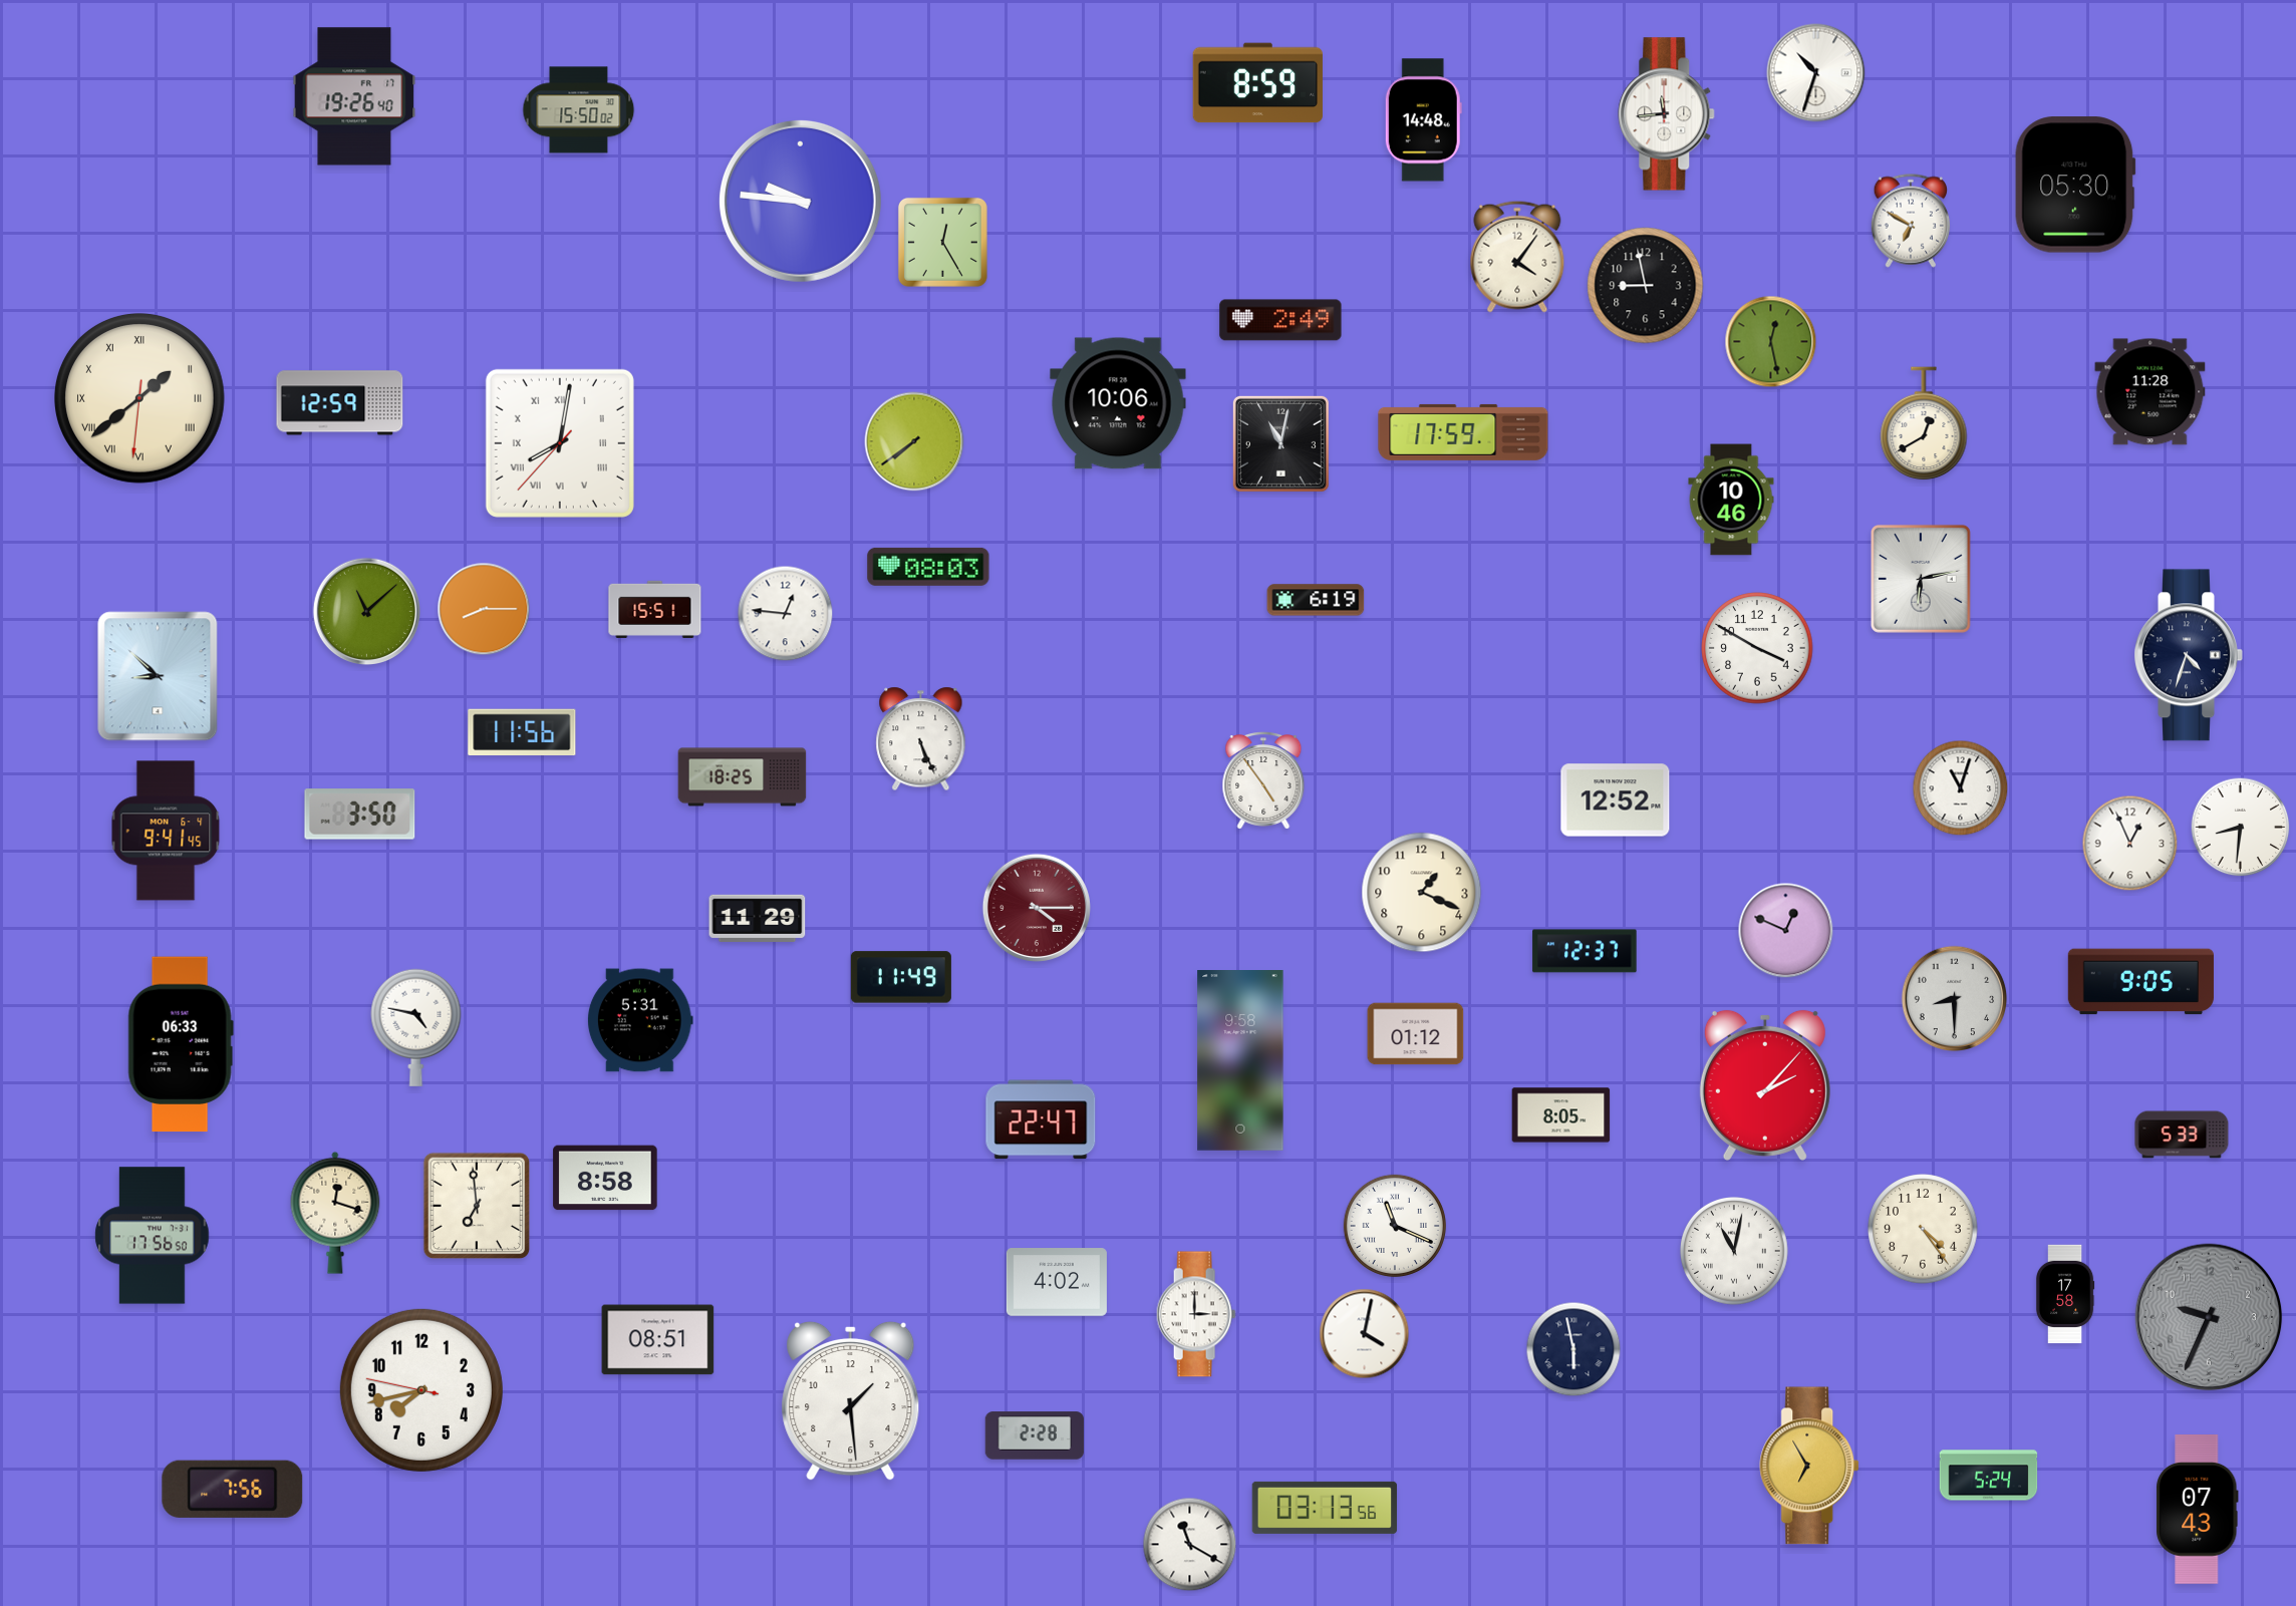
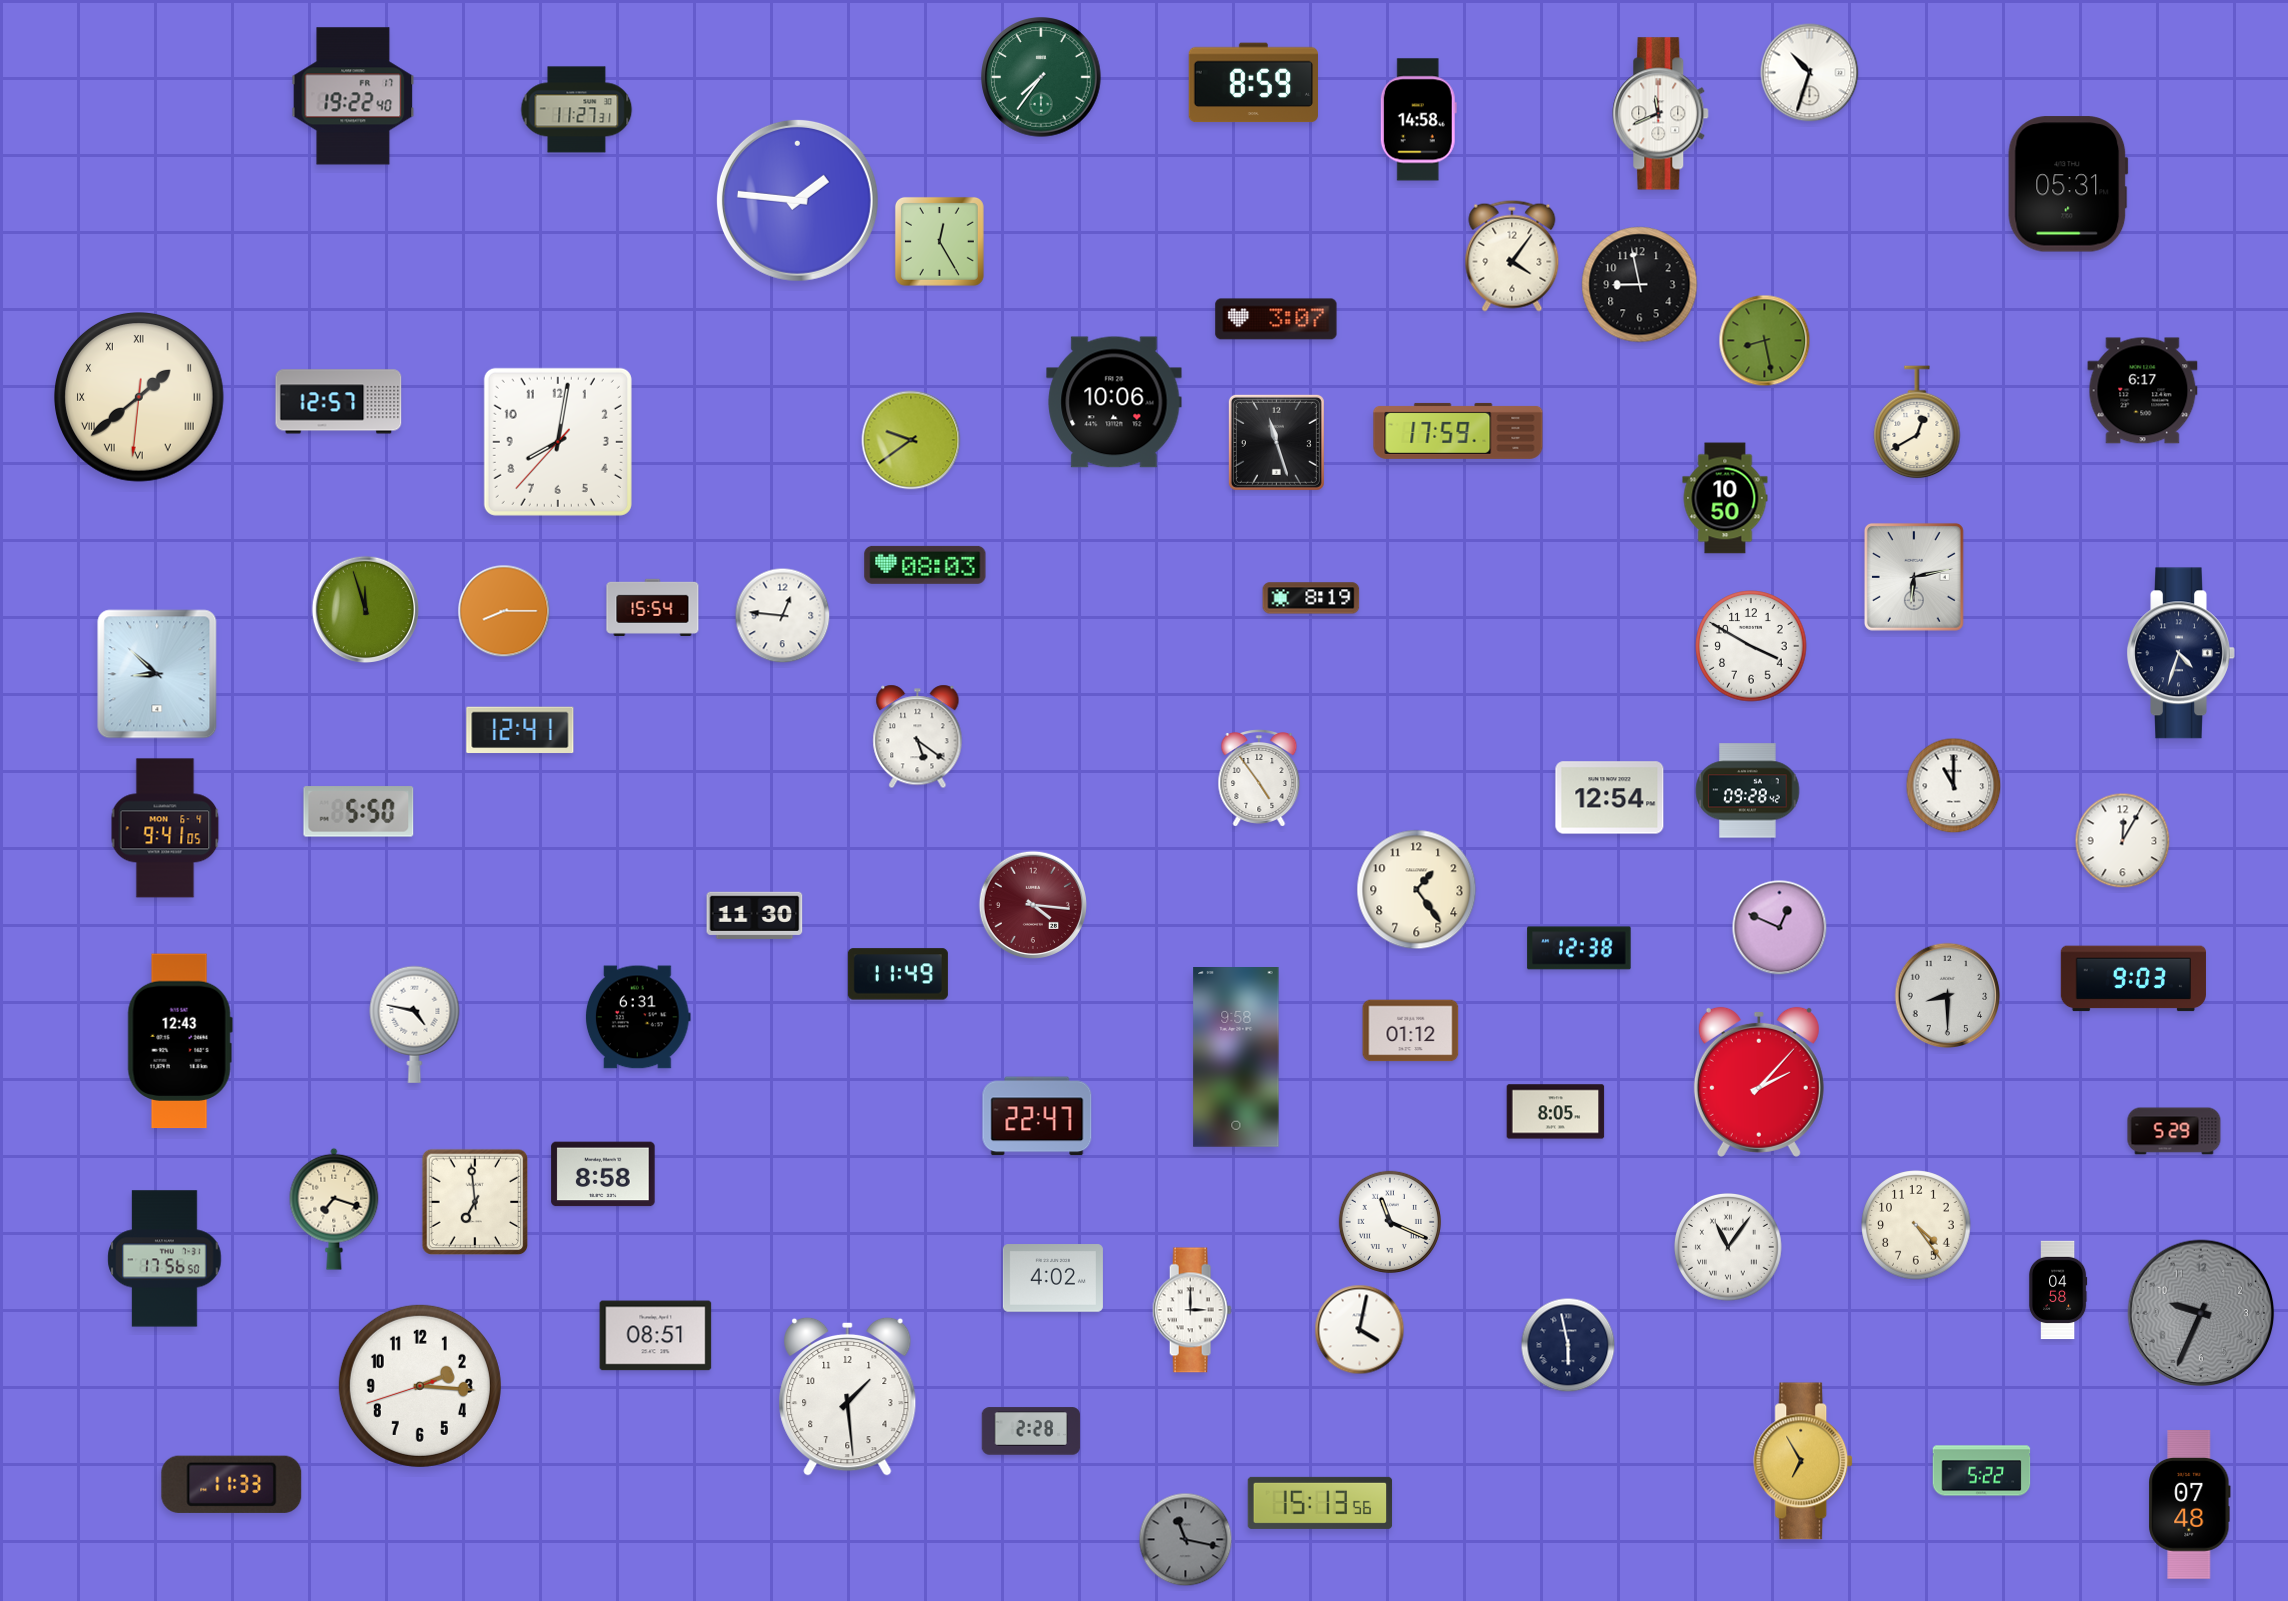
clock at (1041, 77): none -> 7:36
clock at (354, 96): 19:26 -> 19:22
clock at (579, 110): 15:50 -> 11:27
clock at (1667, 114): 11:44 -> 11:41
clock at (1423, 120): 14:48 -> 14:58
clock at (2075, 185): 05:30 -> 05:31
clock at (800, 201): 9:46 -> 1:46
clock at (1911, 221): 6:50 -> none
clock at (1280, 320): 2:49 -> 3:07
clock at (1771, 342): 12:28 -> 8:28
clock at (2150, 392): 11:28 -> 6:17
clock at (340, 403): 12:59 -> 12:57
clock at (914, 441): 7:39 -> 9:39
clock at (560, 443) numerals: Roman -> Arabic
clock at (1280, 443): 11:02 -> 11:27
clock at (1731, 500): 10:46 -> 10:50
clock at (1316, 600): 6:19 -> 8:19
clock at (484, 609) position: (484, 609) -> (504, 611)
clock at (655, 609): 15:51 -> 15:54
clock at (366, 611): 11:08 -> 11:57
clock at (786, 614) position: (786, 614) -> (783, 616)
clock at (522, 732): 11:56 -> 12:41
clock at (921, 739): 5:26 -> 5:21
clock at (743, 777): 18:25 -> none
clock at (1961, 788): 11:03 -> 11:00
clock at (1748, 791): none -> 09:28
clock at (1616, 800): 12:52 -> 12:54
clock at (360, 815): 3:50 -> 5:50
clock at (2241, 828): 8:31 -> none
clock at (166, 831): 9:41:45 -> 9:41:05
clock at (2130, 844): 12:56 -> 12:05
clock at (1422, 893): 1:19 -> 1:24
clock at (1037, 908): 4:15 -> 4:16
clock at (758, 918): 11:29 -> 11:30
clock at (1585, 951): 12:37 -> 12:38
clock at (2140, 982): 9:05 -> 9:03
clock at (640, 1020): 5:31 -> 6:31
clock at (181, 1044): 06:33 -> 12:43
clock at (2182, 1135): 5:33 -> 5:29
clock at (335, 1213): 12:18 -> 7:18
clock at (153, 1236) position: (153, 1236) -> (165, 1259)
clock at (1735, 1252): 11:02 -> 11:06
clock at (2065, 1294): 17:58 -> 04:58
clock at (421, 1390): 7:42 -> 2:15
clock at (1989, 1476): 5:24 -> 5:22
clock at (233, 1489): 7:56 -> 11:33
clock at (1325, 1508): 03:13 -> 15:13
clock at (2198, 1510): 07:43 -> 07:48
clock at (1190, 1545): 11:20 -> 11:17
clock at (1190, 1545) dial: white -> grey
